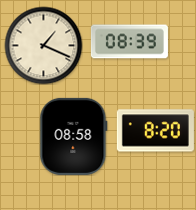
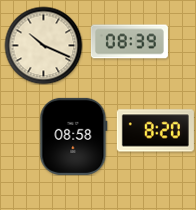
clock at (43, 45): 1:19 -> 10:19
